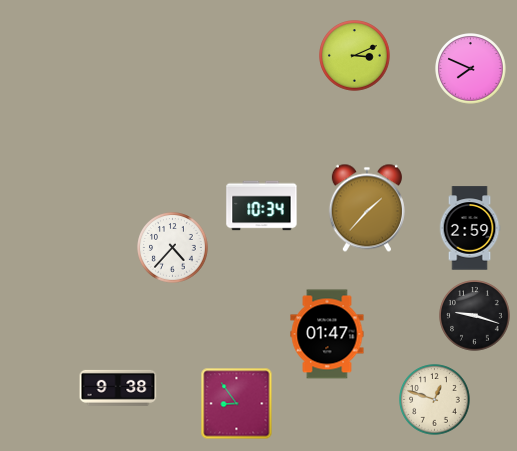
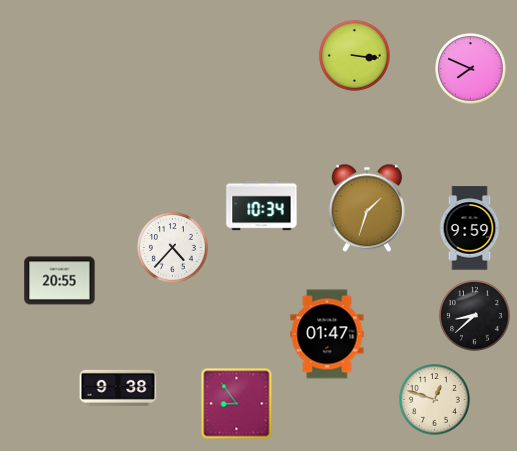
clock at (355, 56): 3:11 -> 3:16
clock at (367, 208): 1:37 -> 1:33
clock at (470, 228): 2:59 -> 9:59
clock at (60, 281): none -> 20:55
clock at (475, 316): 9:18 -> 8:38
